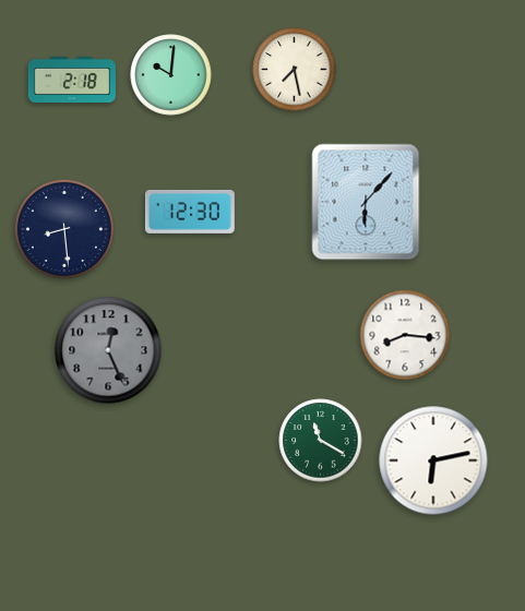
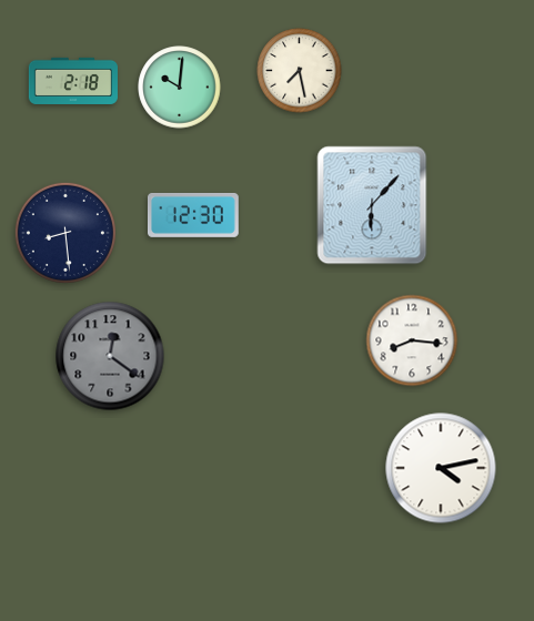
clock at (171, 75) position: (171, 75) -> (180, 88)
clock at (108, 350): 12:26 -> 12:21
clock at (321, 441): 11:20 -> none
clock at (433, 460): 6:13 -> 4:13
